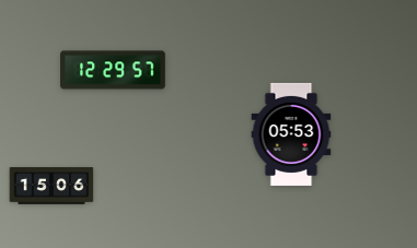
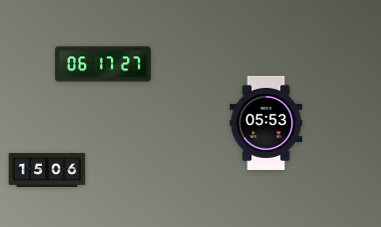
clock at (113, 70): 12:29 -> 06:17
